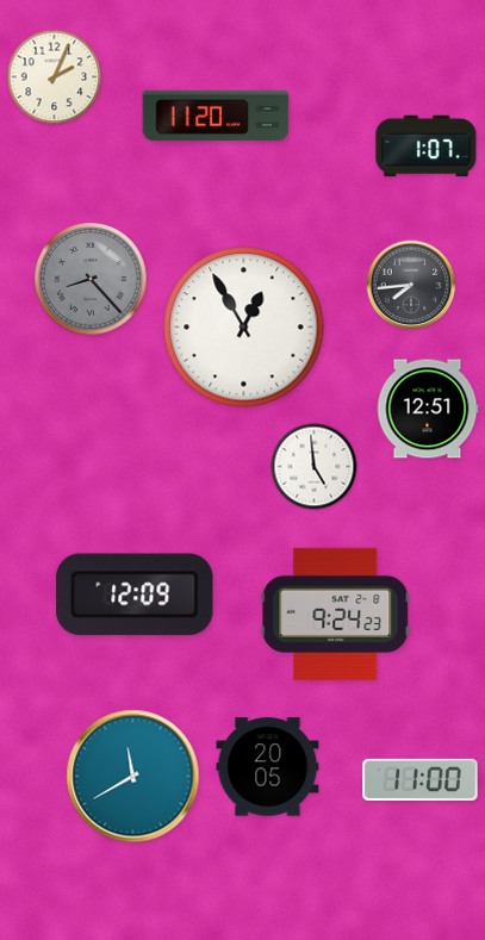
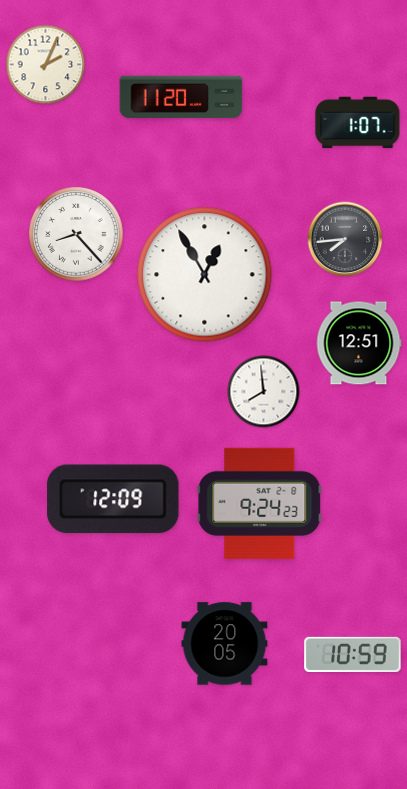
clock at (91, 279) dial: grey -> white
clock at (315, 467): 4:59 -> 7:59
clock at (336, 614) position: (336, 614) -> (260, 503)
clock at (133, 777): 11:40 -> none
clock at (421, 779): 11:00 -> 10:59
